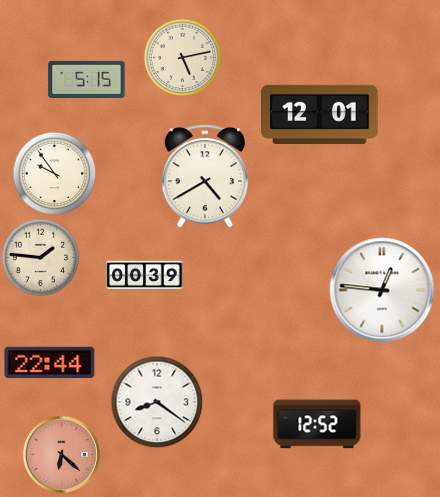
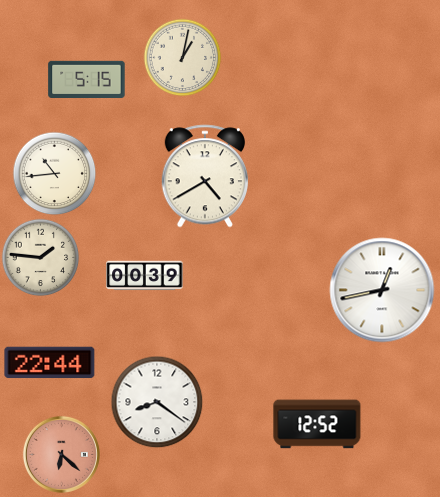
clock at (182, 57): 5:13 -> 1:02
clock at (320, 114): 12:01 -> none
clock at (54, 173): 9:54 -> 10:44
clock at (382, 290): 12:46 -> 12:43
